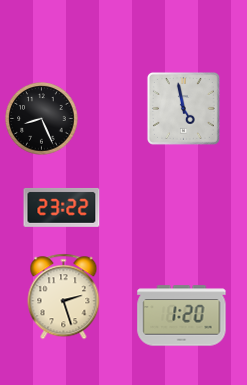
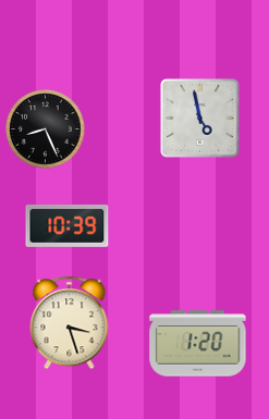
clock at (62, 207): 23:22 -> 10:39
clock at (64, 297): 2:27 -> 3:27
